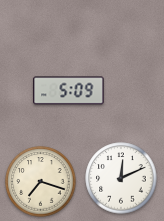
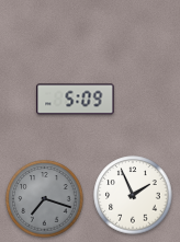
clock at (121, 178): 12:11 -> 1:56
clock at (41, 182) dial: cream -> grey
